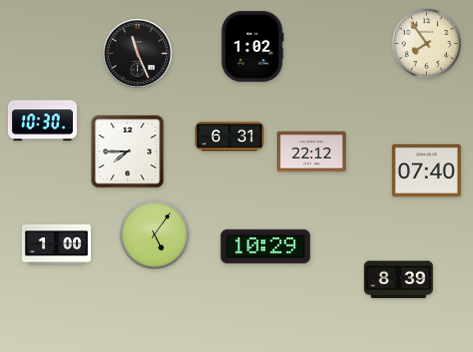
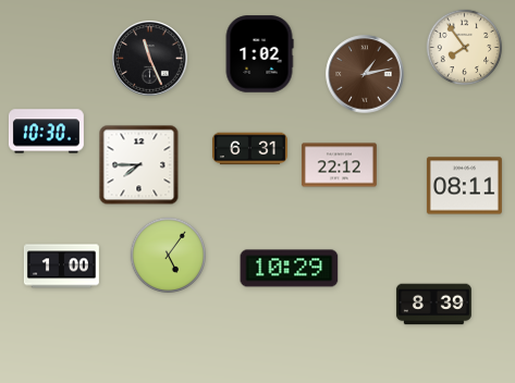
clock at (252, 47) position: (252, 47) -> (259, 54)
clock at (365, 74): none -> 1:13
clock at (426, 171): 07:40 -> 08:11
